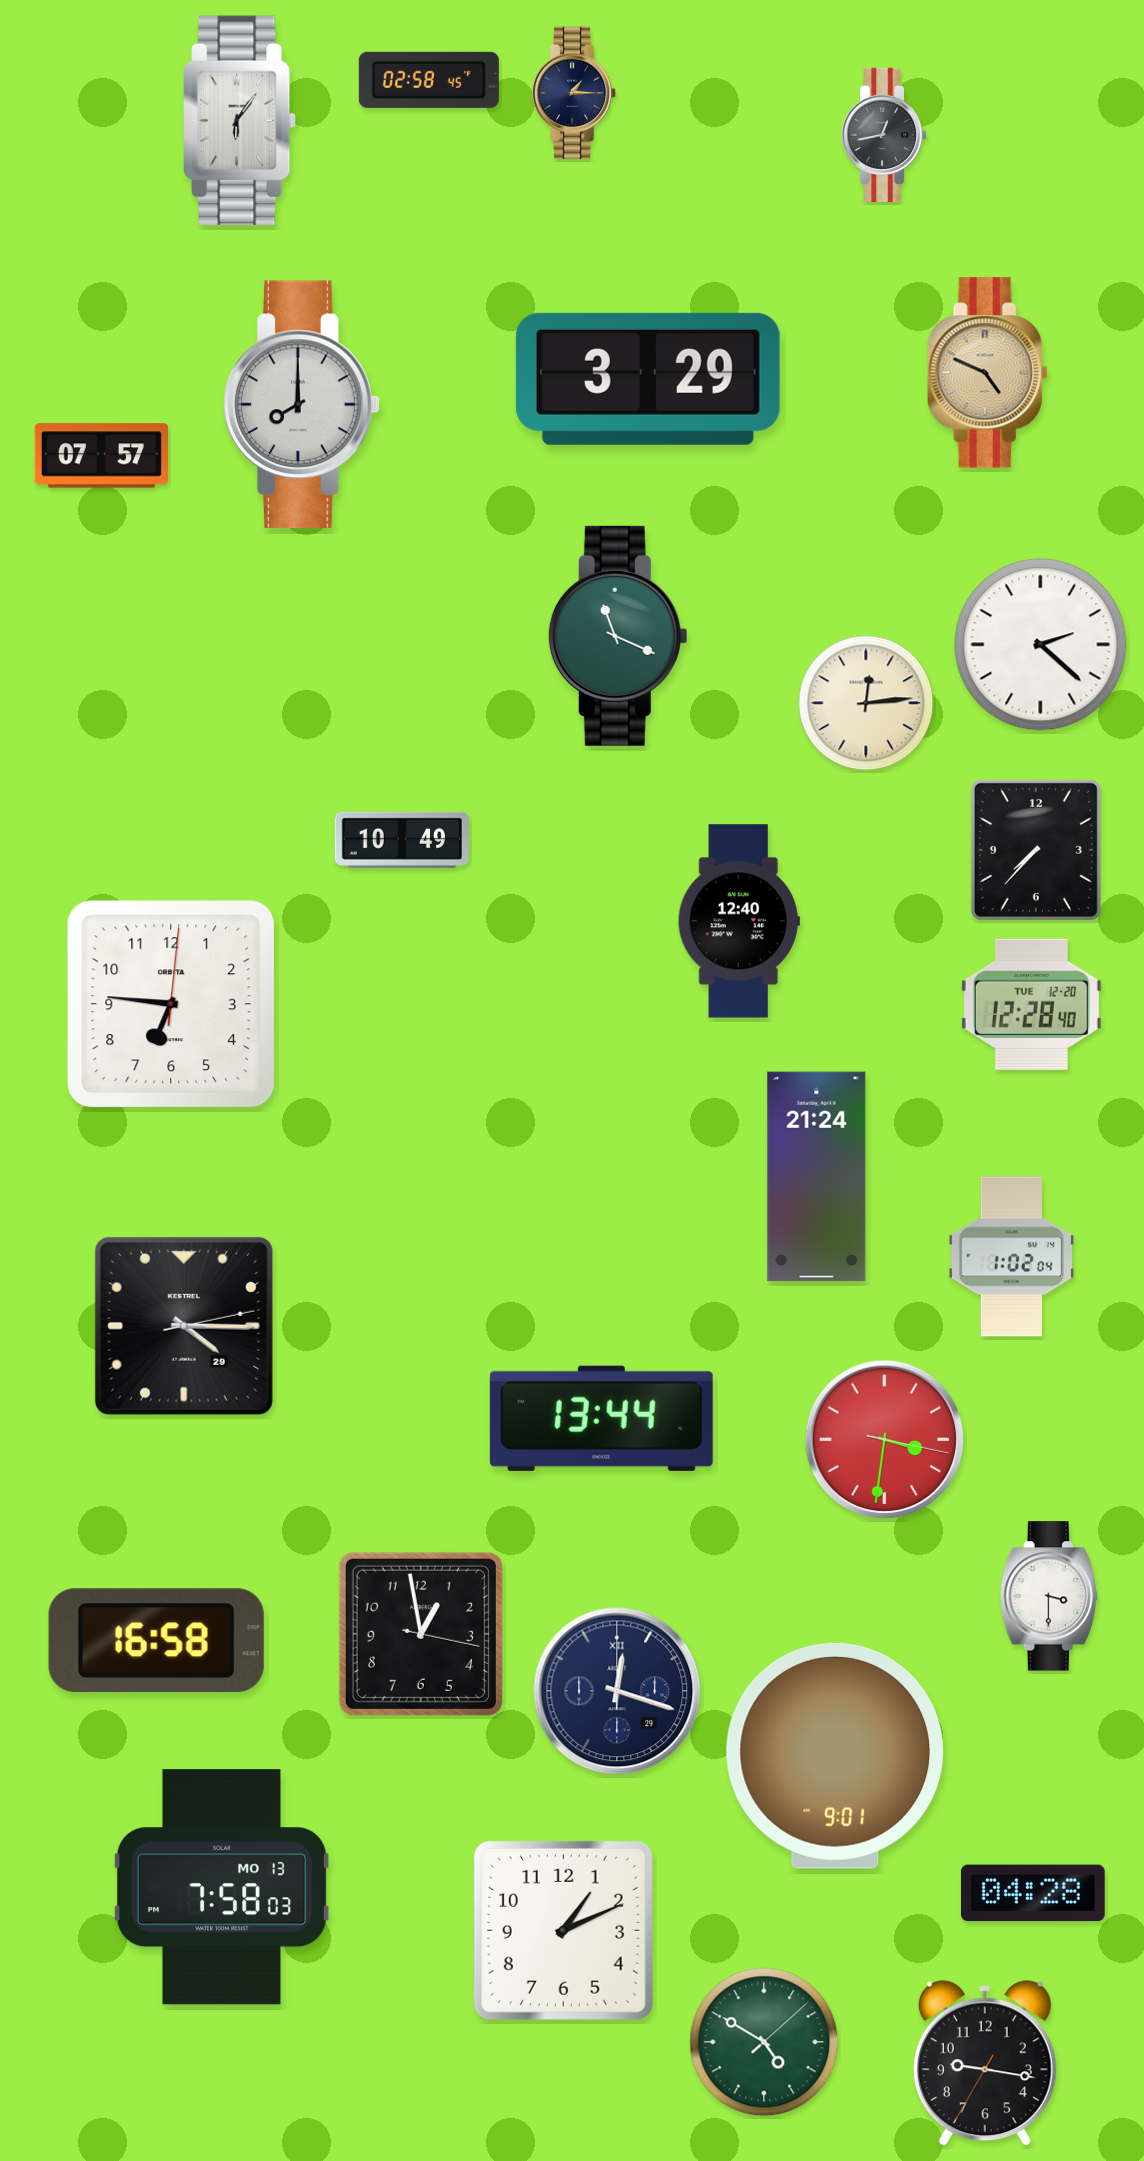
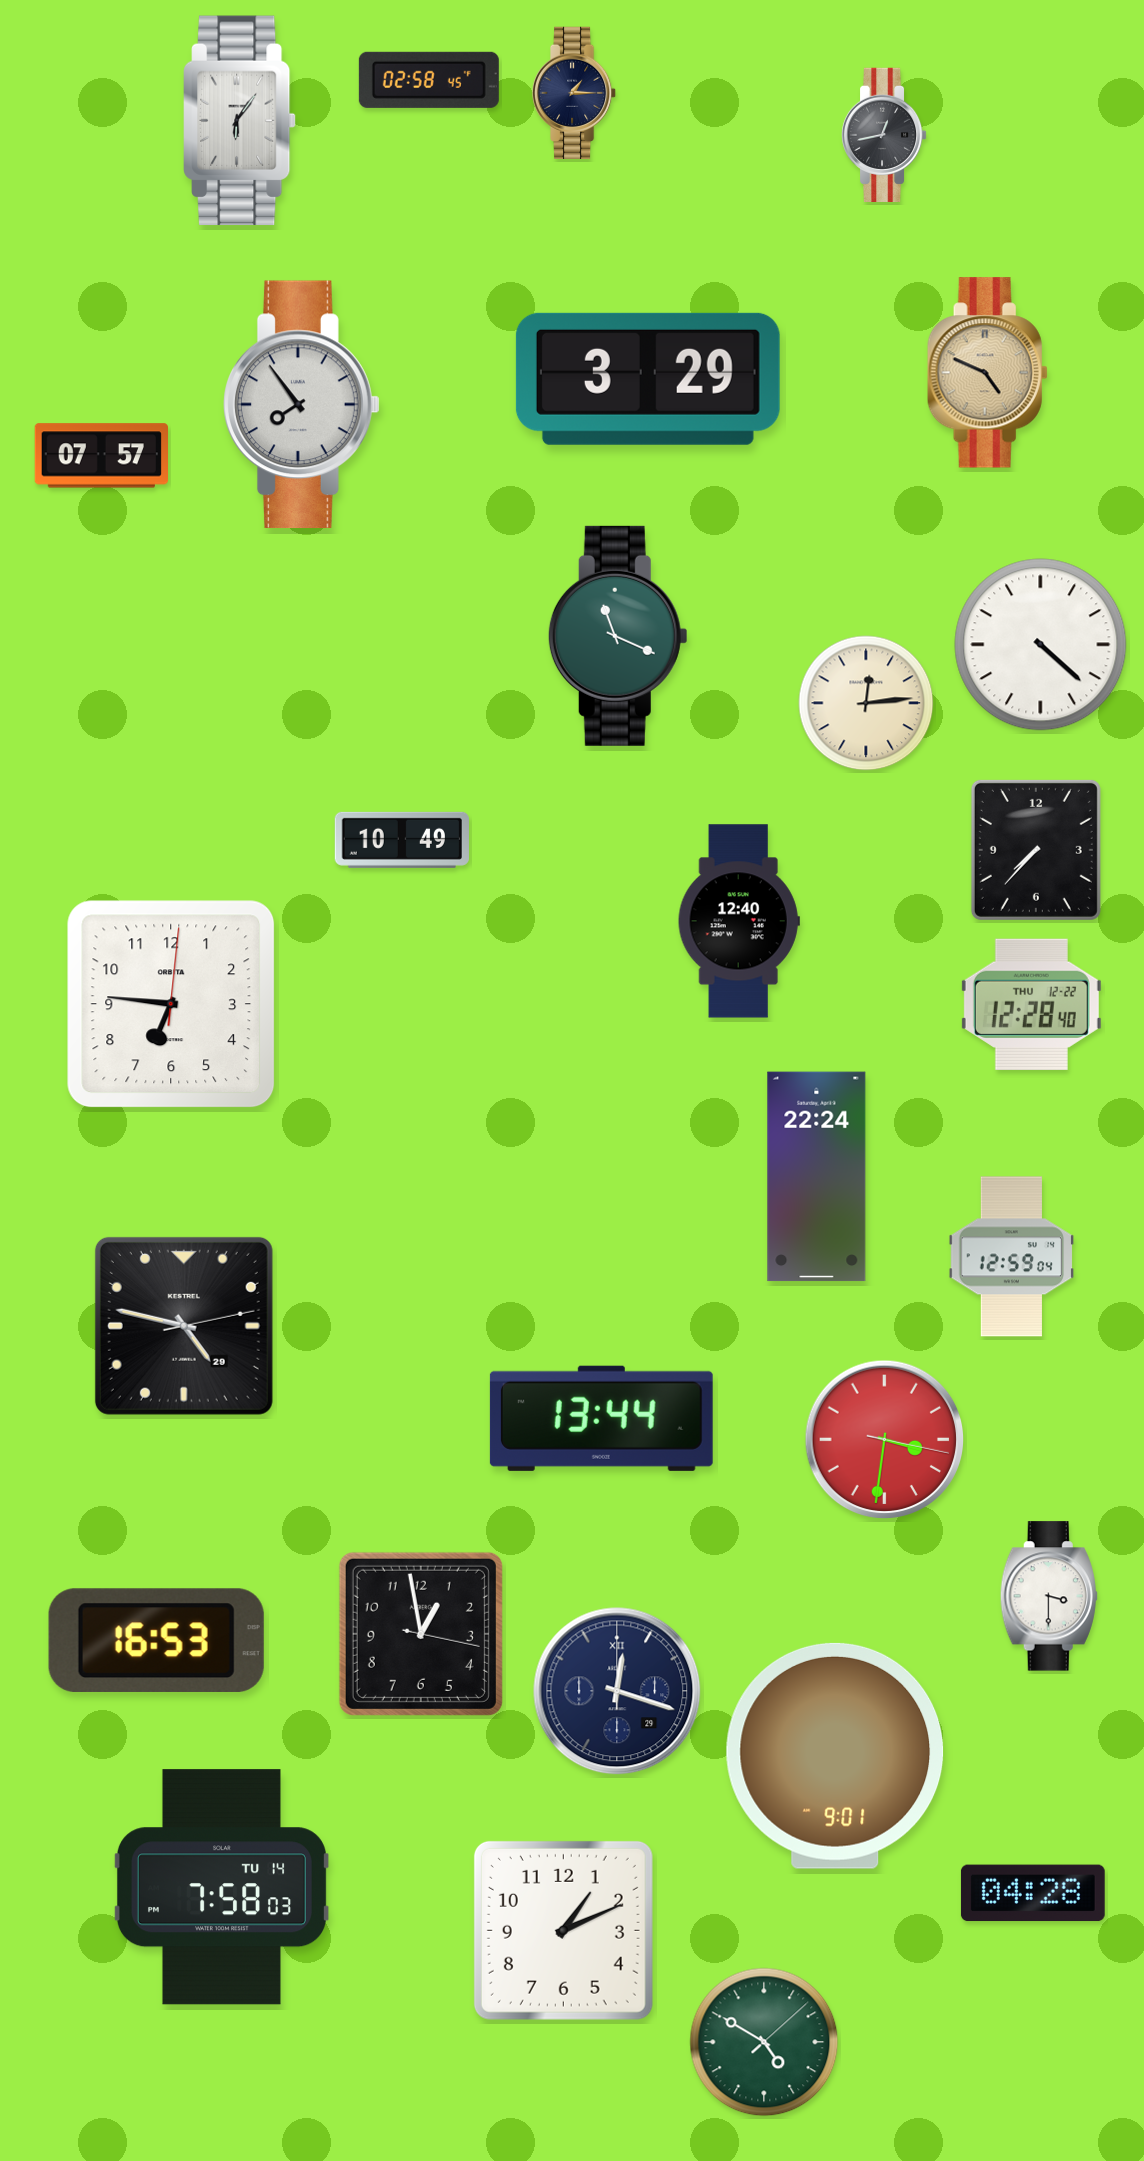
clock at (302, 405): 8:00 -> 7:54
clock at (1041, 645): 2:22 -> 4:22
clock at (1031, 1004) date: TUE 12-20 -> THU 12-22
clock at (817, 1177): 21:24 -> 22:24
clock at (1012, 1257): 1:02 -> 12:59
clock at (184, 1326): 4:15 -> 4:47
clock at (156, 1640): 16:58 -> 16:53
clock at (221, 1887) date: MO 13 -> TU 14
clock at (985, 2064): 9:16 -> none
